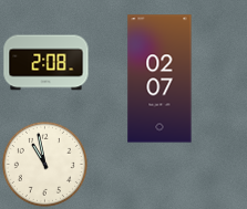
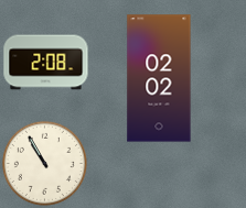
clock at (159, 79): 02:07 -> 02:02
clock at (44, 164): 10:58 -> 10:55
